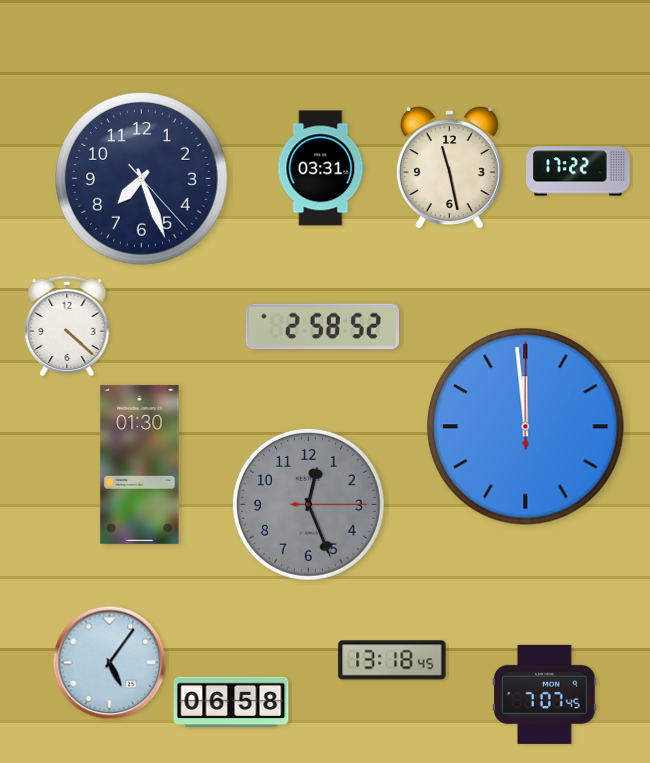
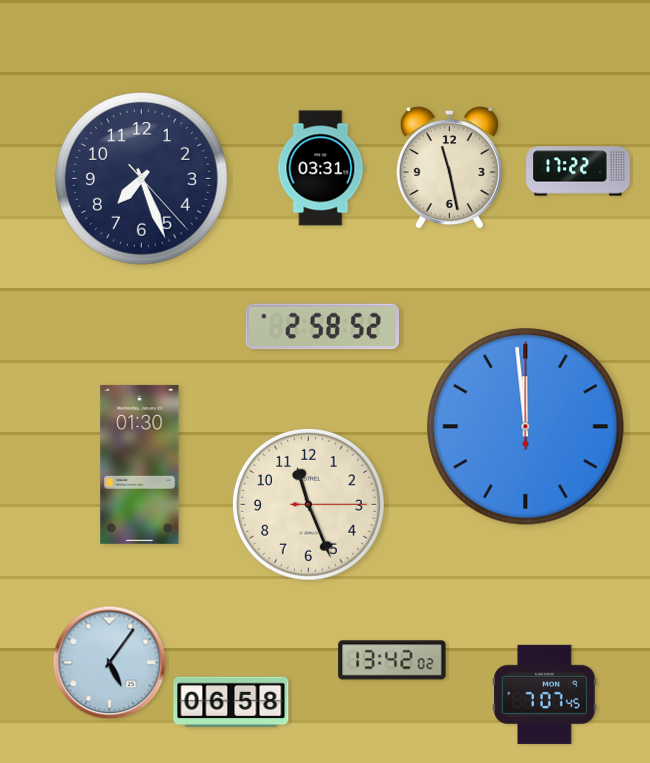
clock at (67, 326): 4:22 -> none
clock at (308, 504): 12:26 -> 11:26
clock at (308, 504) dial: grey -> cream
clock at (392, 660): 13:18 -> 13:42
